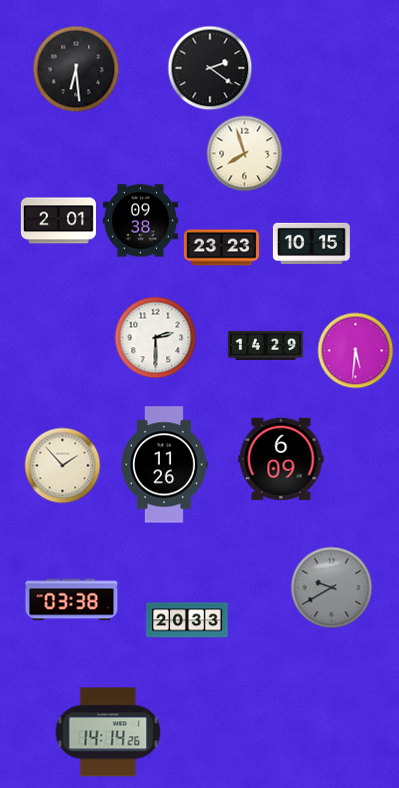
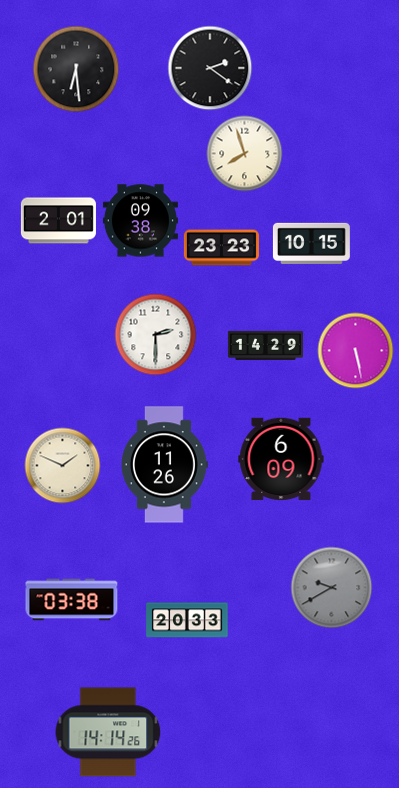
clock at (156, 338) position: (156, 338) -> (156, 335)
clock at (356, 351): 5:31 -> 5:28
clock at (63, 466): 1:53 -> 1:49
